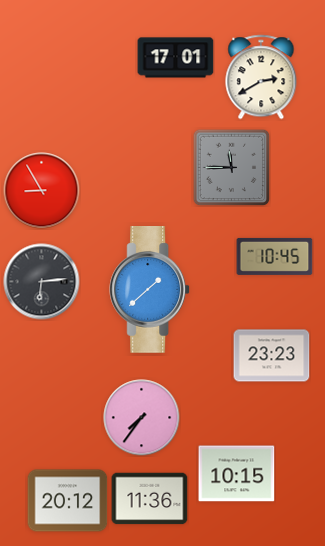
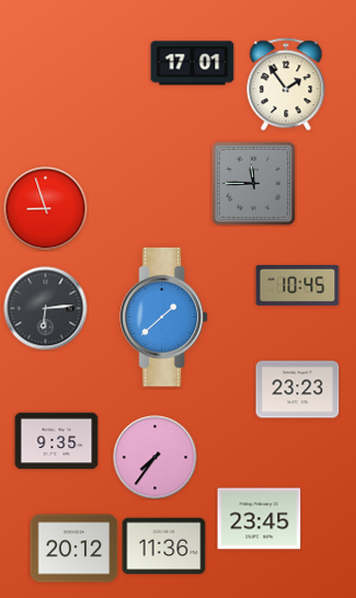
clock at (261, 77): 2:40 -> 1:54
clock at (42, 191): 8:55 -> 8:57
clock at (275, 256) position: (275, 256) -> (298, 285)
clock at (57, 441): none -> 9:35
clock at (237, 474): 10:15 -> 23:45
